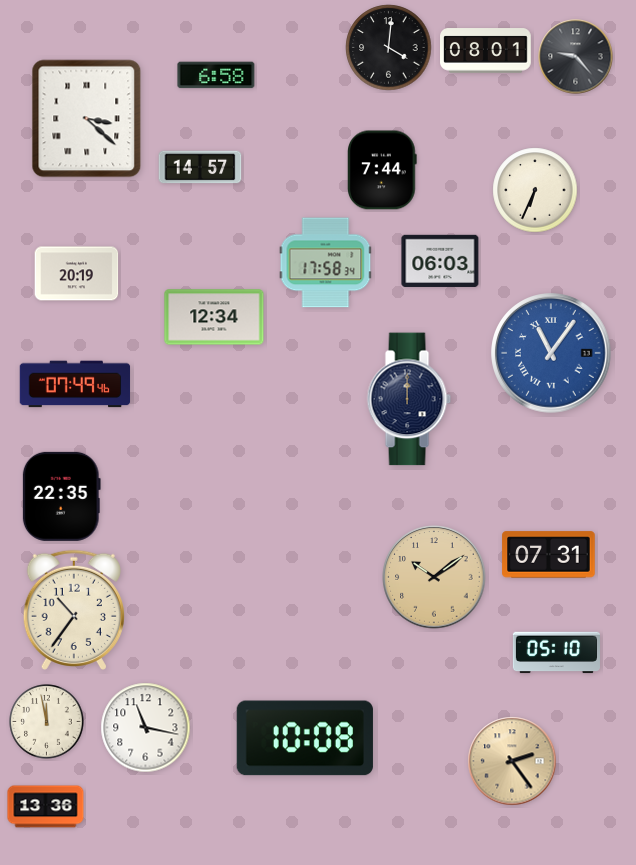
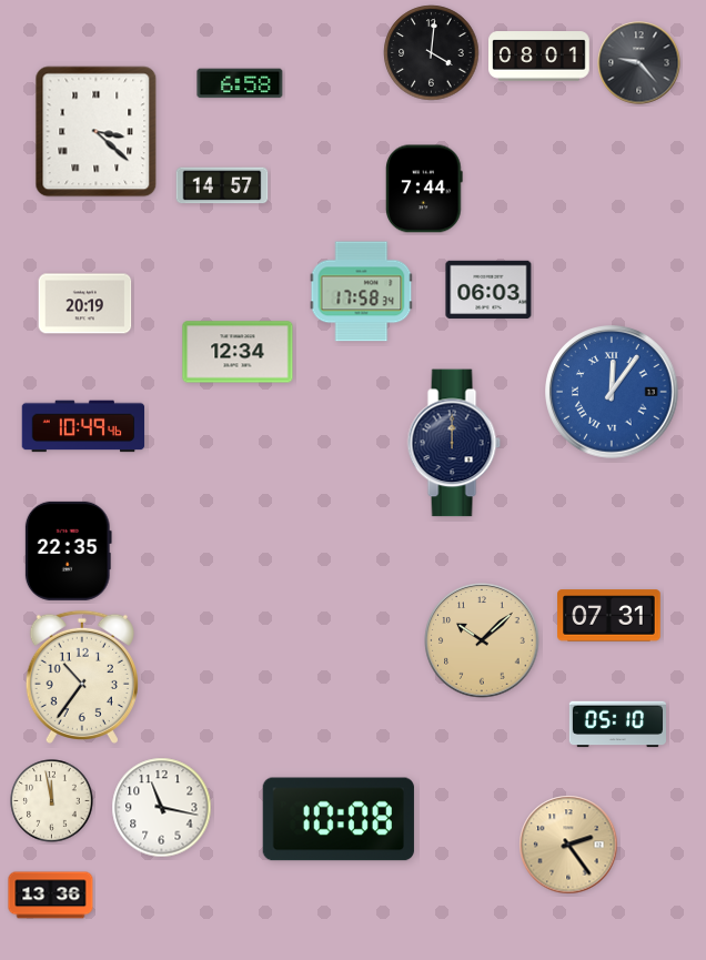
clock at (535, 190): 6:34 -> none
clock at (551, 353): 11:06 -> 12:06
clock at (75, 384): 07:49 -> 10:49
clock at (434, 577): 10:09 -> 10:08
